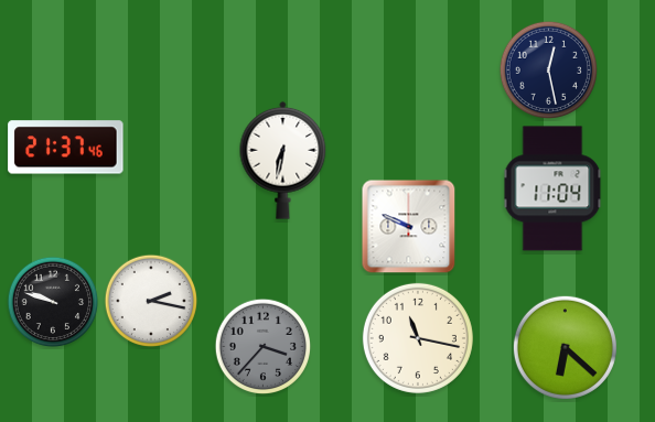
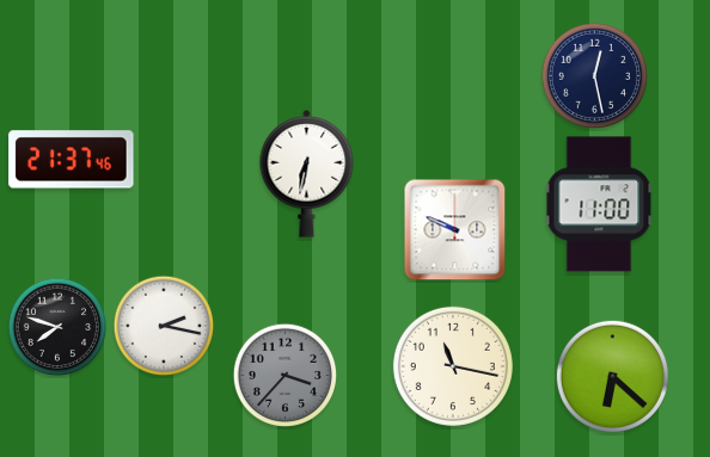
clock at (552, 188): 11:04 -> 11:00
clock at (409, 227) position: (409, 227) -> (455, 230)
clock at (53, 302): 9:48 -> 7:48
